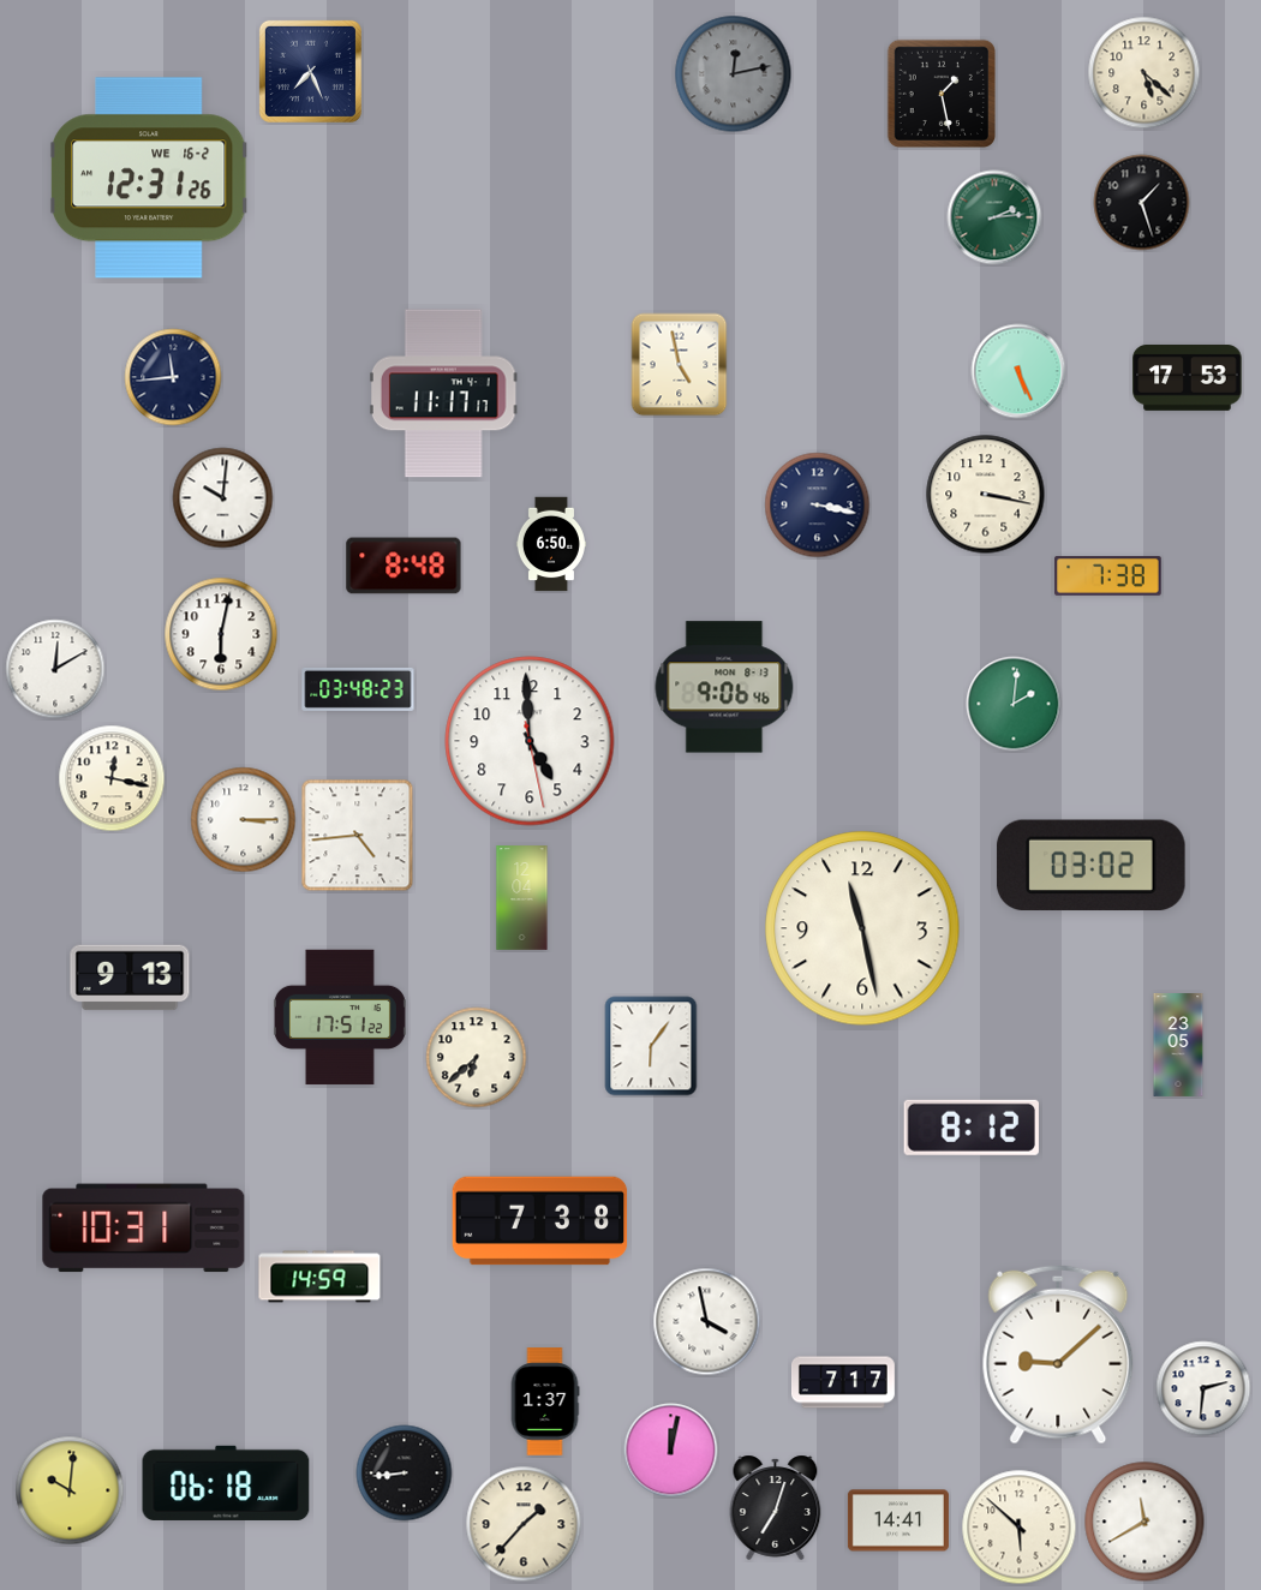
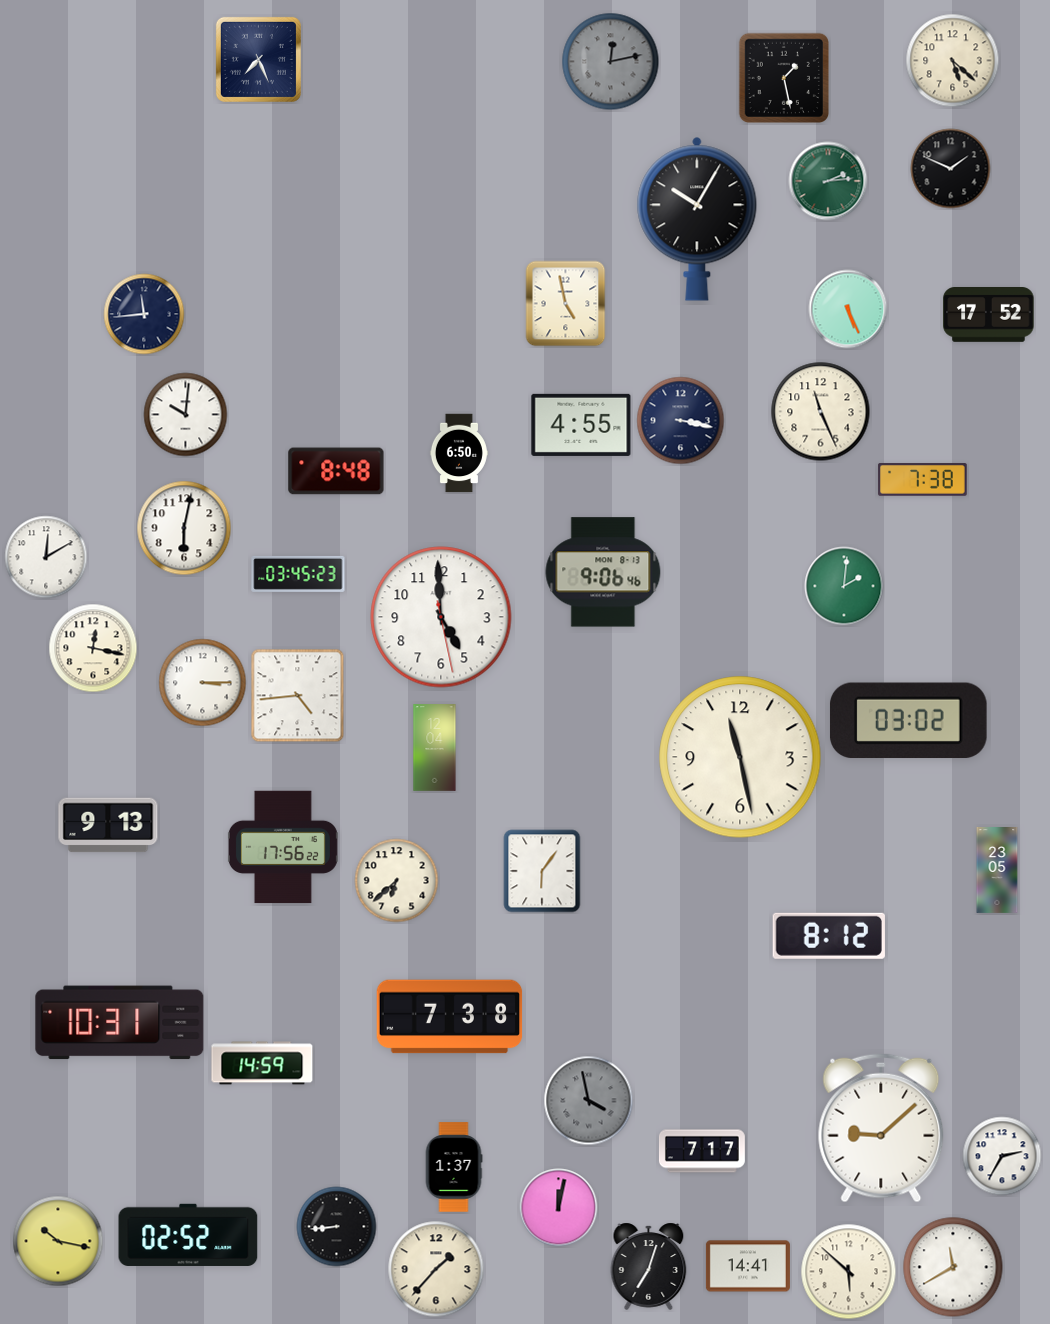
clock at (149, 178): 12:31 -> none
clock at (1142, 203): 1:27 -> 1:49
clock at (697, 219): none -> 10:05
clock at (1188, 378): 17:53 -> 17:52
clock at (443, 394): 11:17 -> none
clock at (986, 495): 3:17 -> 11:26
clock at (581, 425): none -> 4:55
clock at (358, 689): 03:48 -> 03:45
clock at (862, 928) position: (862, 928) -> (740, 757)
clock at (130, 978) position: (130, 978) -> (108, 825)
clock at (340, 1017): 17:51 -> 17:56
clock at (1178, 1046) position: (1178, 1046) -> (997, 871)
clock at (972, 1128) position: (972, 1128) -> (829, 936)
clock at (319, 1277) position: (319, 1277) -> (262, 1063)
clock at (707, 1322) dial: white -> grey
clock at (1203, 1388): 2:31 -> 2:35
clock at (226, 1483): 06:18 -> 02:52
clock at (70, 1490): 10:01 -> 10:17
clock at (776, 1507) position: (776, 1507) -> (649, 1266)
